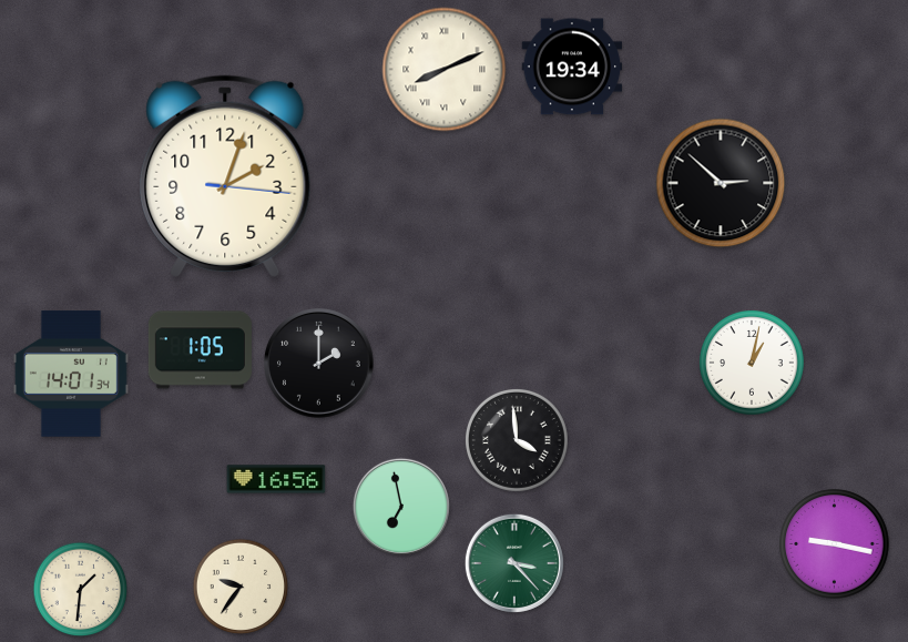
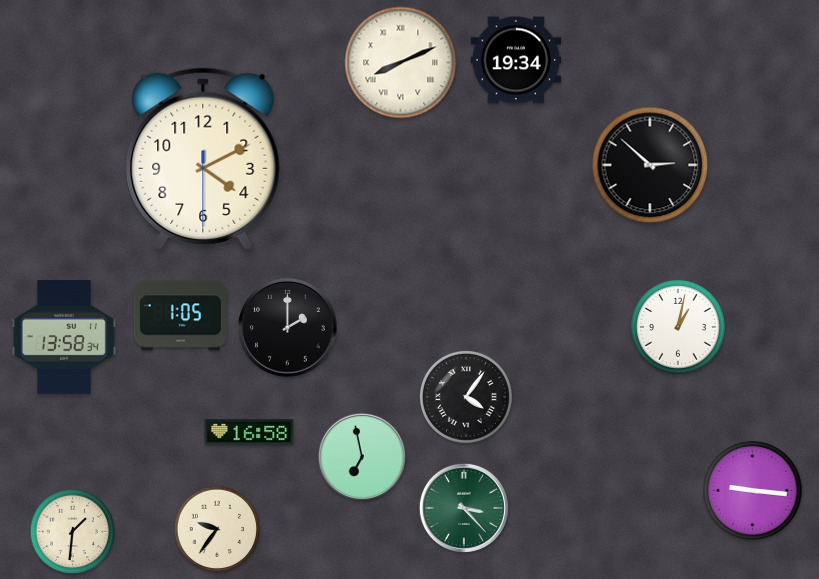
clock at (225, 176): 2:03 -> 4:10
clock at (71, 374): 14:01 -> 13:58
clock at (517, 440): 3:59 -> 4:06
clock at (276, 479): 16:56 -> 16:58
clock at (835, 544): 9:17 -> 9:16
